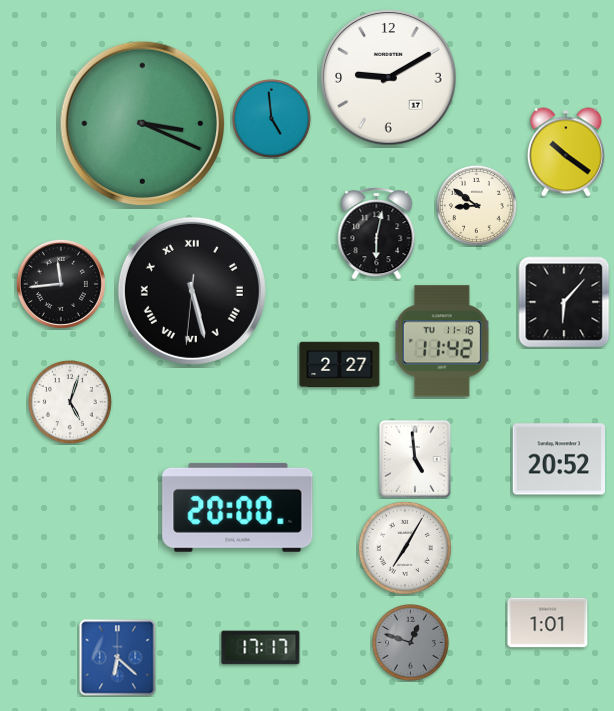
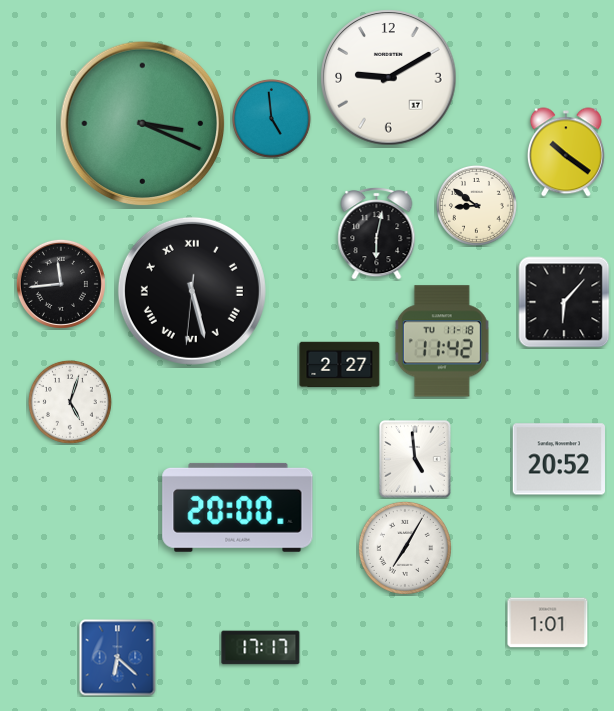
clock at (411, 643): 12:48 -> none
